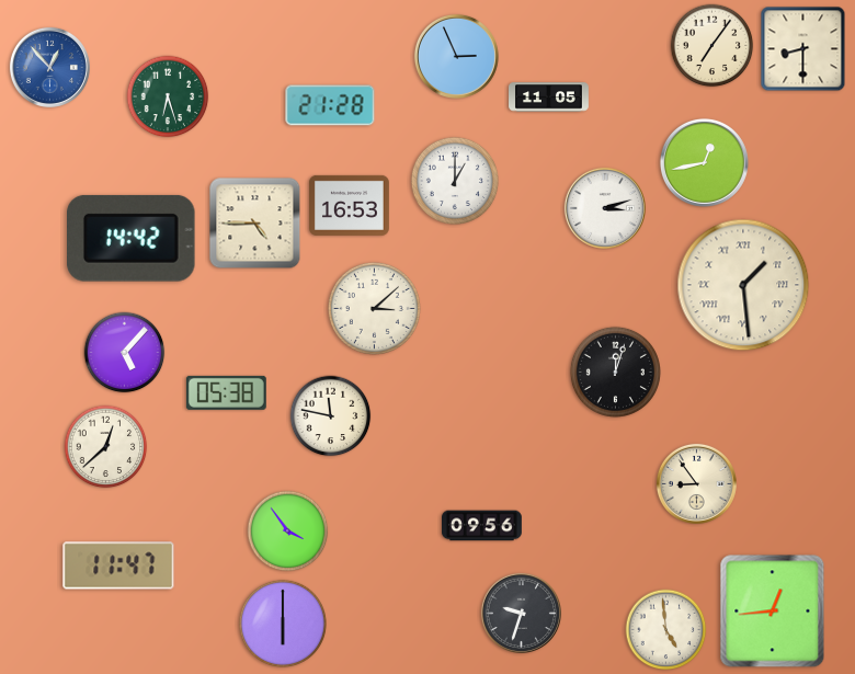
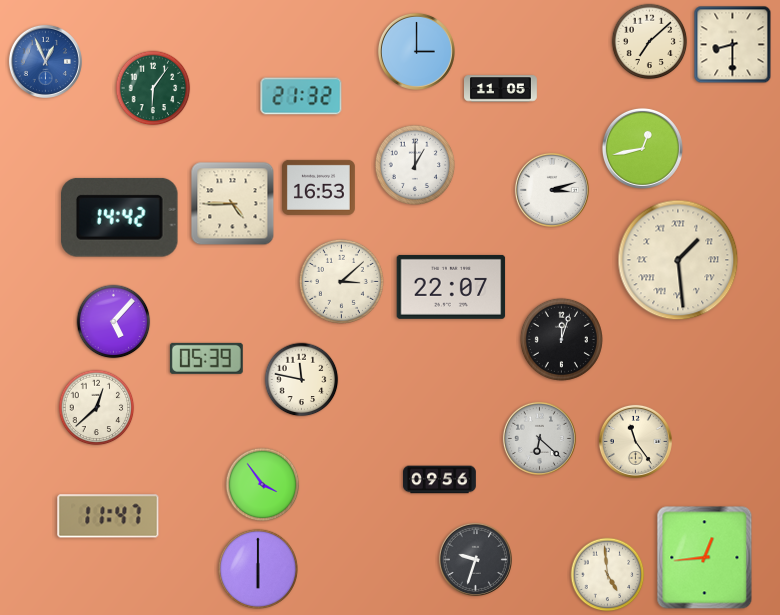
clock at (713, 46): 7:06 -> 7:08
clock at (456, 56): 2:56 -> 3:00
clock at (49, 67): 12:53 -> 12:56
clock at (168, 96): 6:27 -> 6:06
clock at (330, 105): 21:28 -> 21:32
clock at (451, 287): none -> 22:07
clock at (226, 392): 05:38 -> 05:39
clock at (539, 438): none -> 6:22
clock at (696, 483): 8:54 -> 11:24
